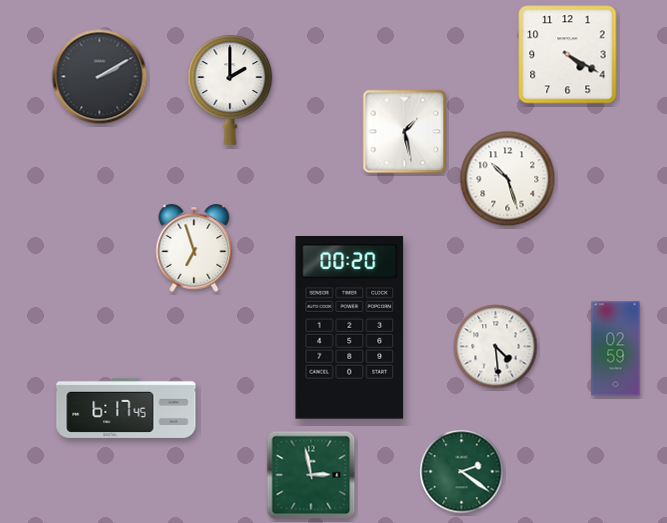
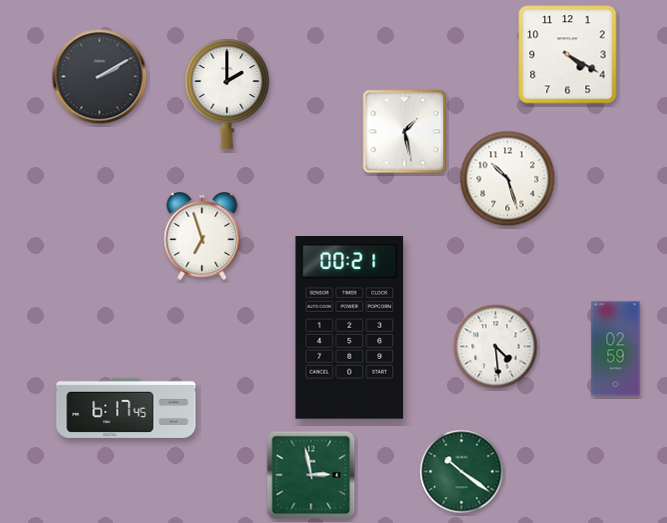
clock at (230, 90) position: (230, 90) -> (227, 94)
clock at (194, 249) position: (194, 249) -> (202, 237)
clock at (350, 328): 00:20 -> 00:21
clock at (462, 472): 2:21 -> 10:21
